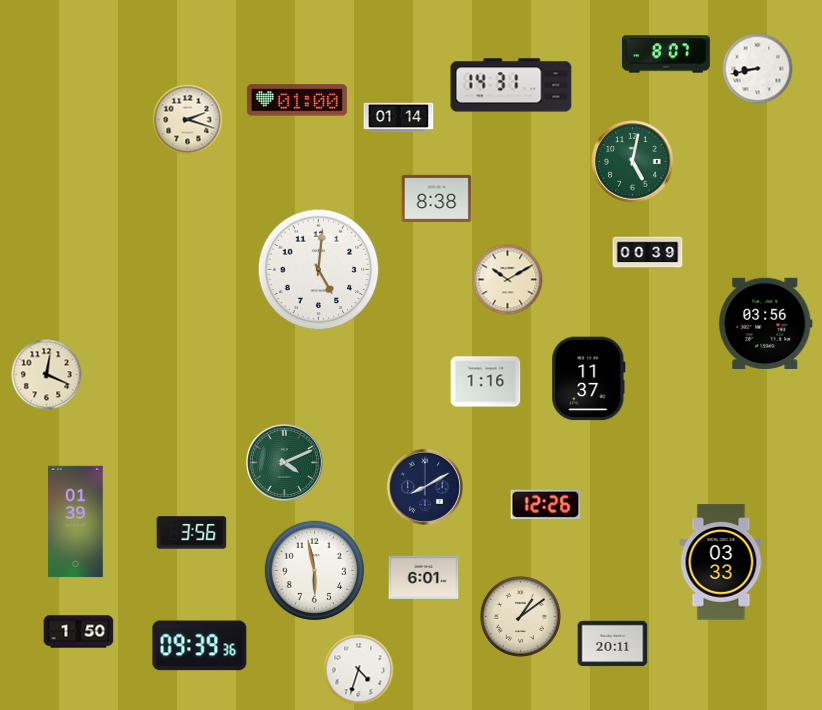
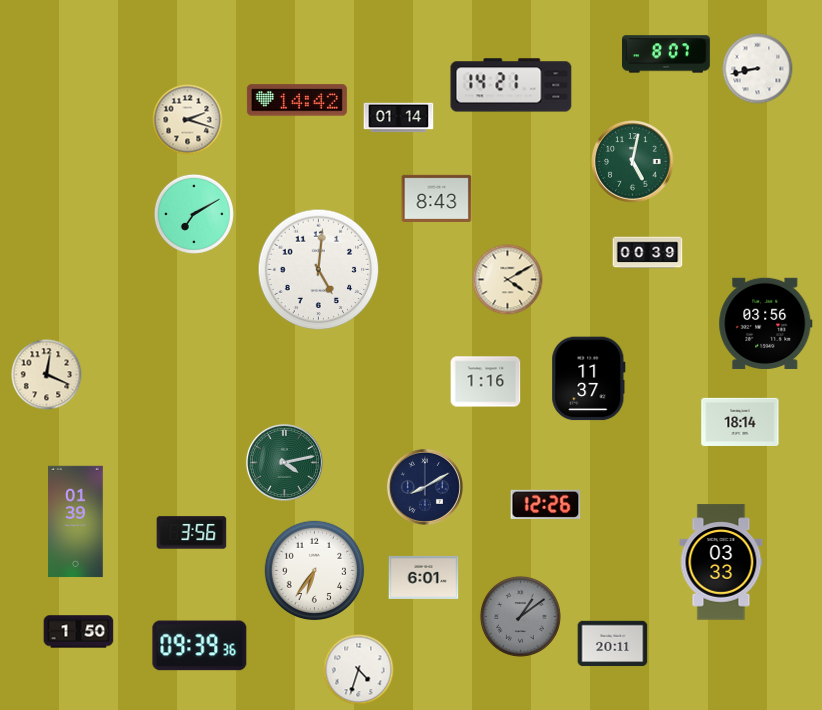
clock at (511, 85): 14:31 -> 14:21
clock at (297, 100): 01:00 -> 14:42
clock at (437, 198): 8:38 -> 8:43
clock at (194, 214): none -> 7:10
clock at (508, 280): 10:10 -> 4:10
clock at (740, 422): none -> 18:14
clock at (284, 462): 4:11 -> 4:13
clock at (315, 571): 5:58 -> 6:36
clock at (520, 616) dial: cream -> grey
